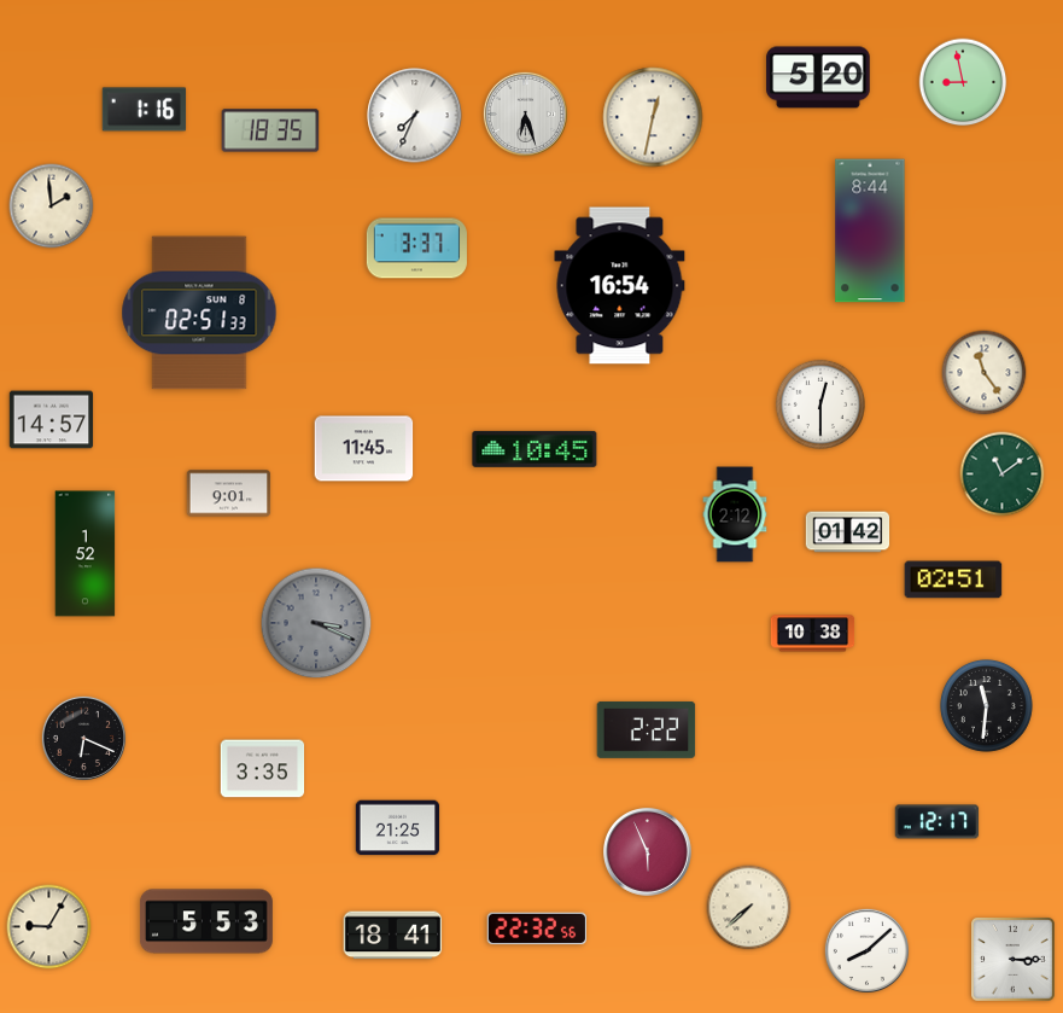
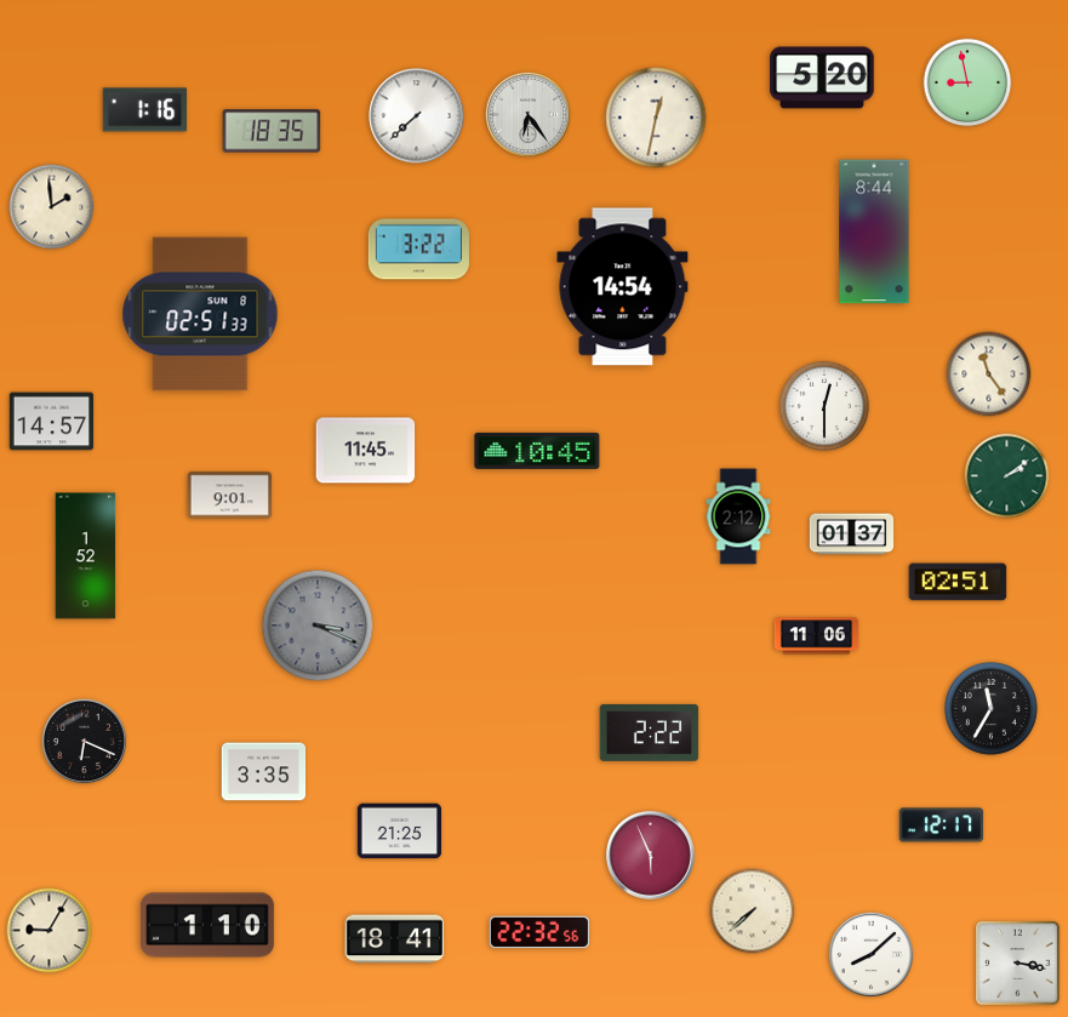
clock at (525, 113): 6:27 -> 6:24
clock at (415, 116): 7:34 -> 7:38
clock at (416, 249): 3:37 -> 3:22
clock at (620, 286): 16:54 -> 14:54
clock at (1003, 475): 11:09 -> 2:09
clock at (848, 532): 01:42 -> 01:37
clock at (813, 634): 10:38 -> 11:06
clock at (986, 705): 11:31 -> 11:35
clock at (206, 921): 5:53 -> 1:10
clock at (1014, 960): 3:15 -> 3:17
